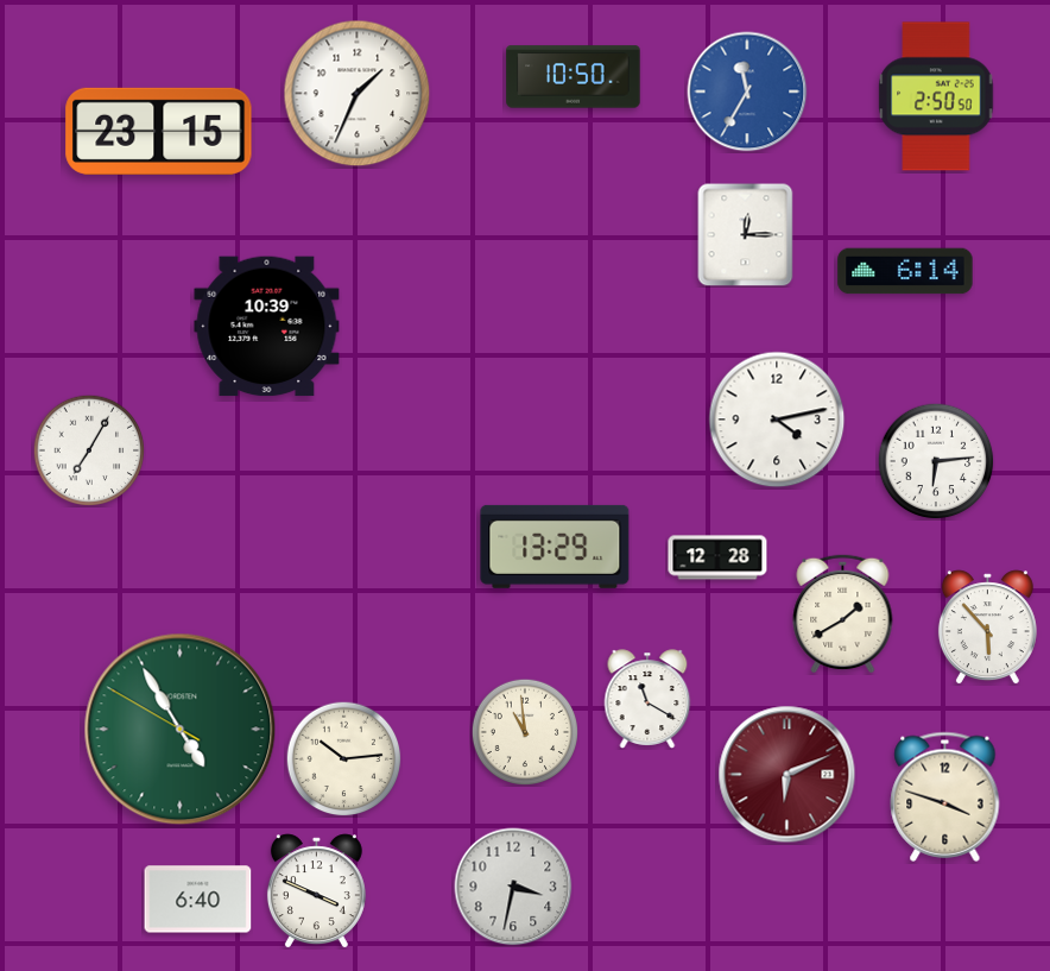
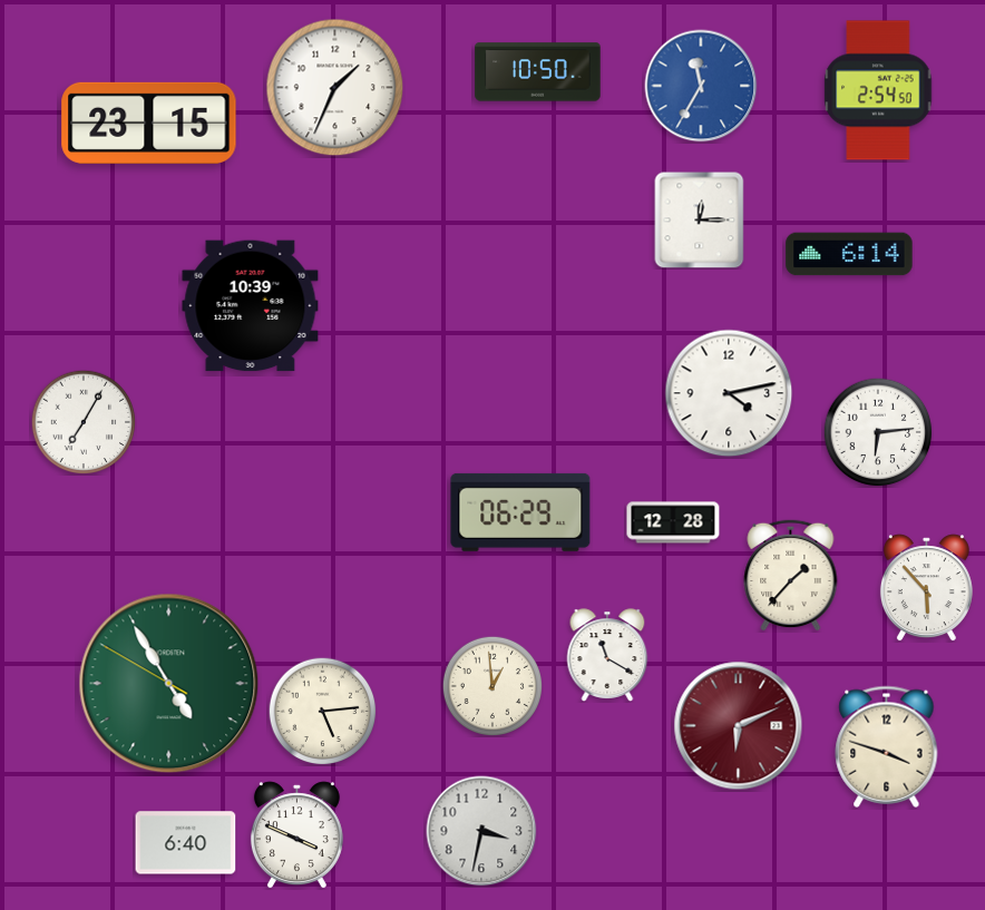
clock at (936, 96): 2:50 -> 2:54
clock at (555, 547): 13:29 -> 06:29
clock at (843, 613): 1:40 -> 1:37
clock at (524, 731): 10:59 -> 12:59
clock at (343, 758): 10:14 -> 5:14
